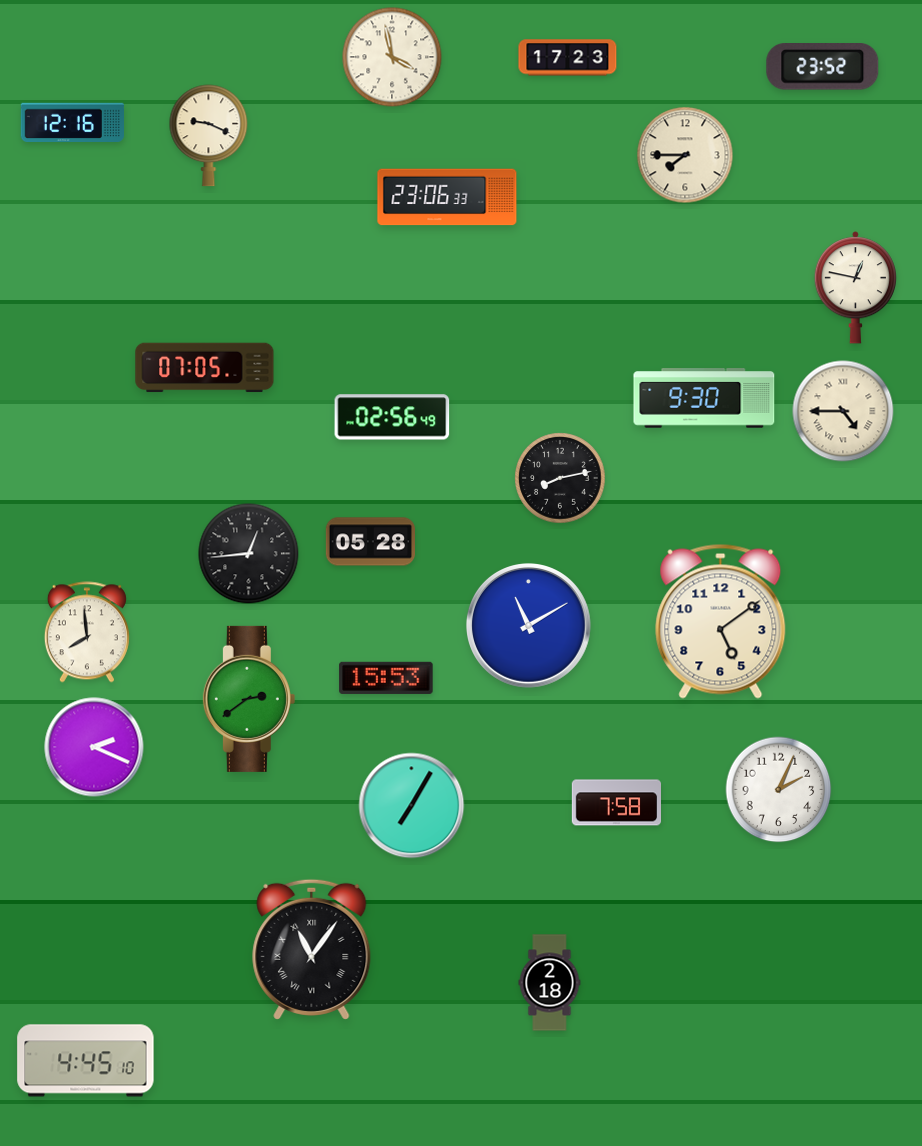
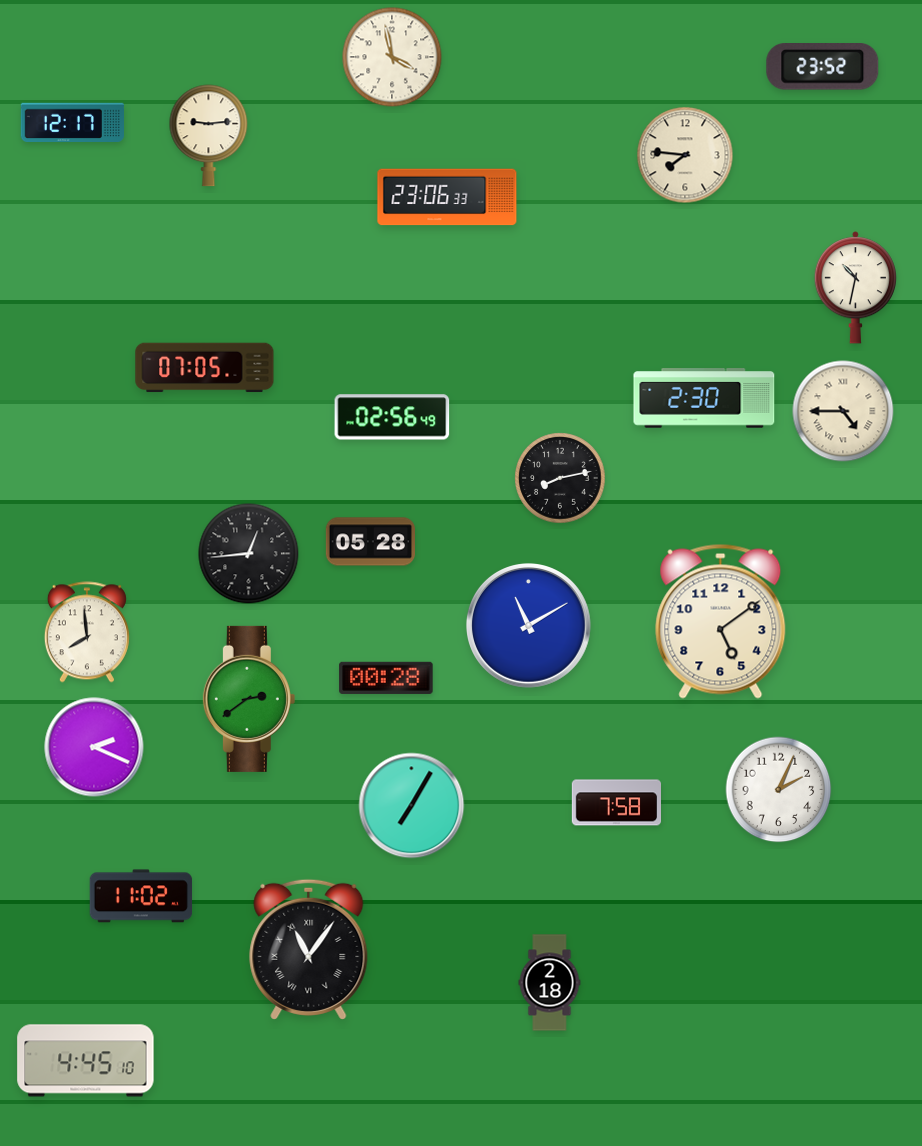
clock at (568, 58): 17:23 -> none
clock at (72, 122): 12:16 -> 12:17
clock at (209, 136): 9:19 -> 9:14
clock at (685, 155): 7:45 -> 7:46
clock at (855, 288): 12:47 -> 10:32
clock at (704, 398): 9:30 -> 2:30
clock at (386, 678): 15:53 -> 00:28
clock at (141, 896): none -> 11:02
clock at (312, 949) position: (312, 949) -> (309, 949)
